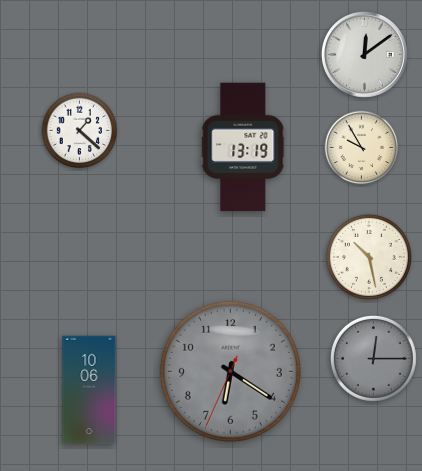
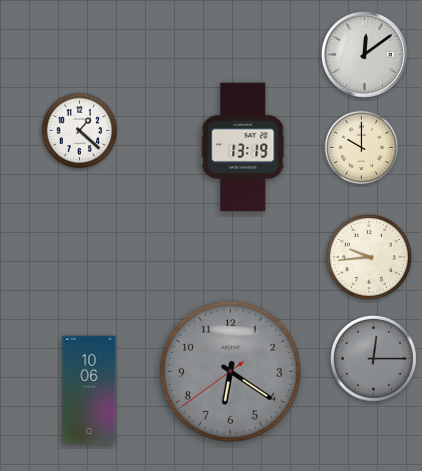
clock at (362, 148): 9:55 -> 10:00
clock at (369, 257): 10:28 -> 9:44
clock at (230, 371): 6:20:34 -> 6:20:39
